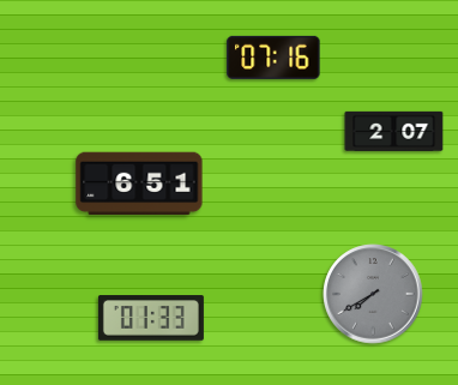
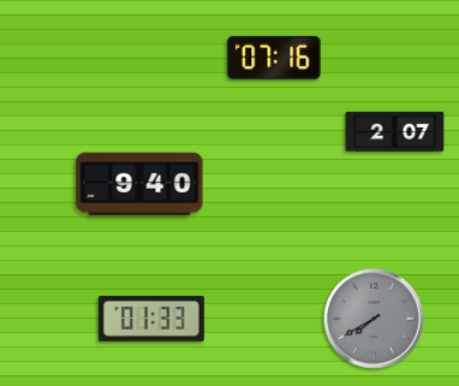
clock at (139, 184): 6:51 -> 9:40
clock at (373, 294) position: (373, 294) -> (374, 319)
